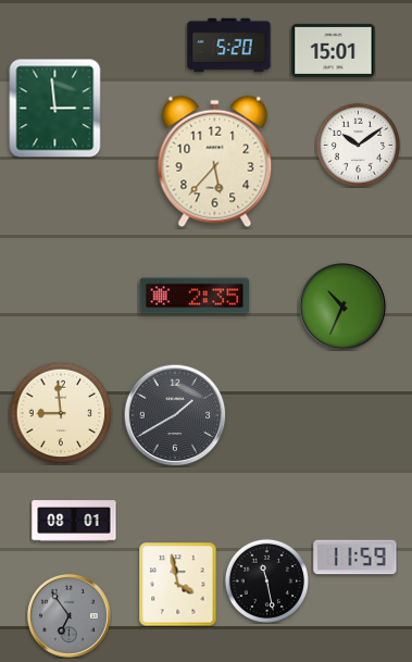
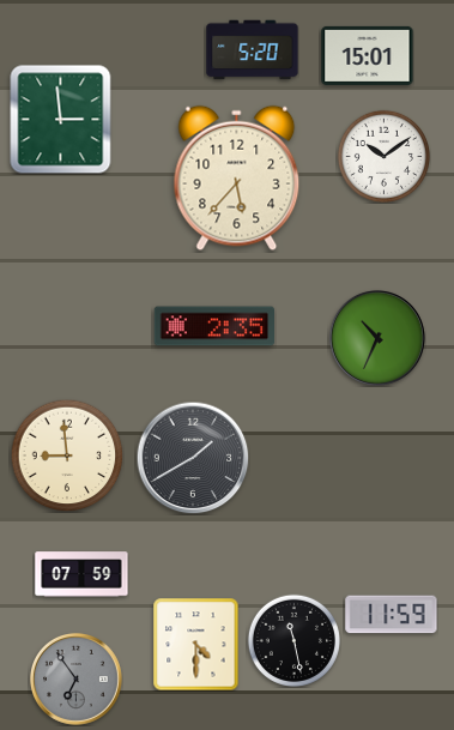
clock at (358, 145) position: (358, 145) -> (383, 156)
clock at (74, 521): 08:01 -> 07:59
clock at (178, 584): 3:58 -> 4:30
